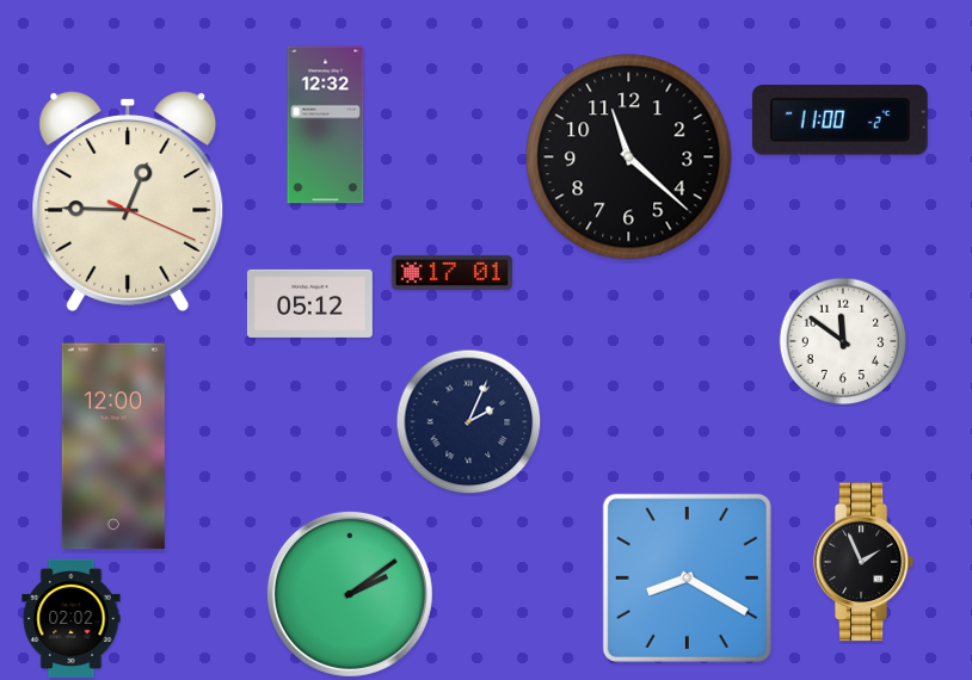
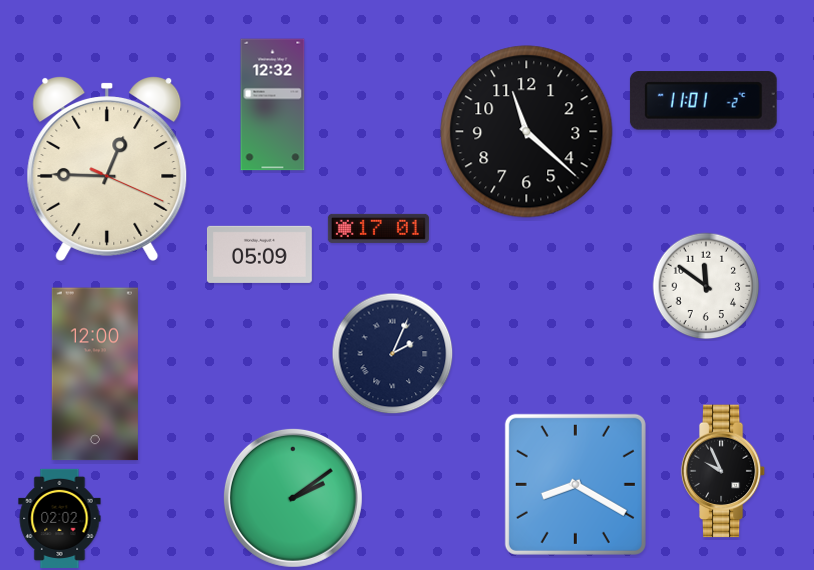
clock at (839, 120): 11:00 -> 11:01
clock at (309, 303): 05:12 -> 05:09
clock at (863, 562): 1:56 -> 9:56
